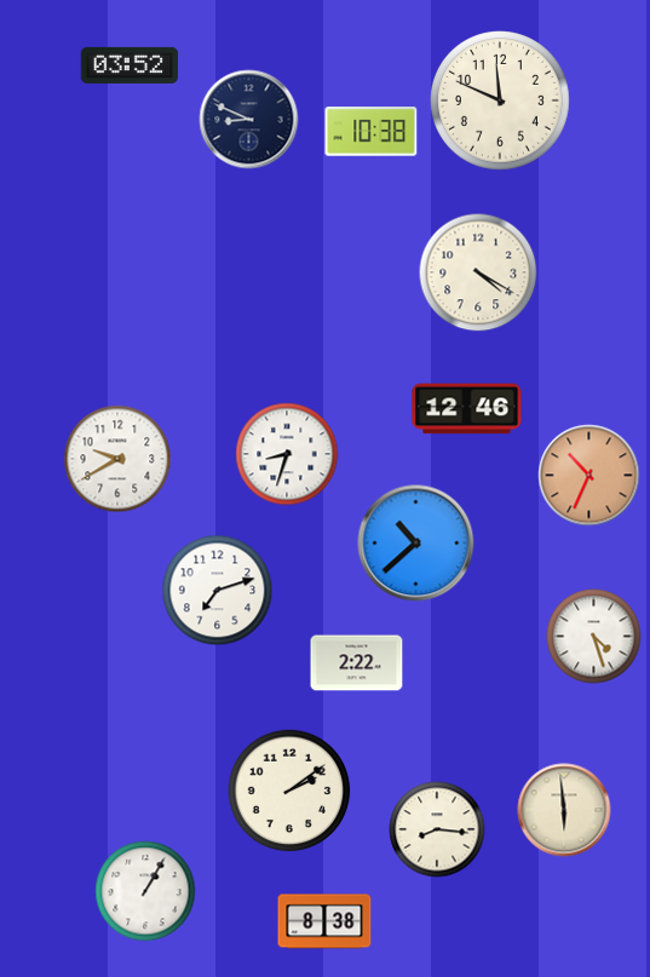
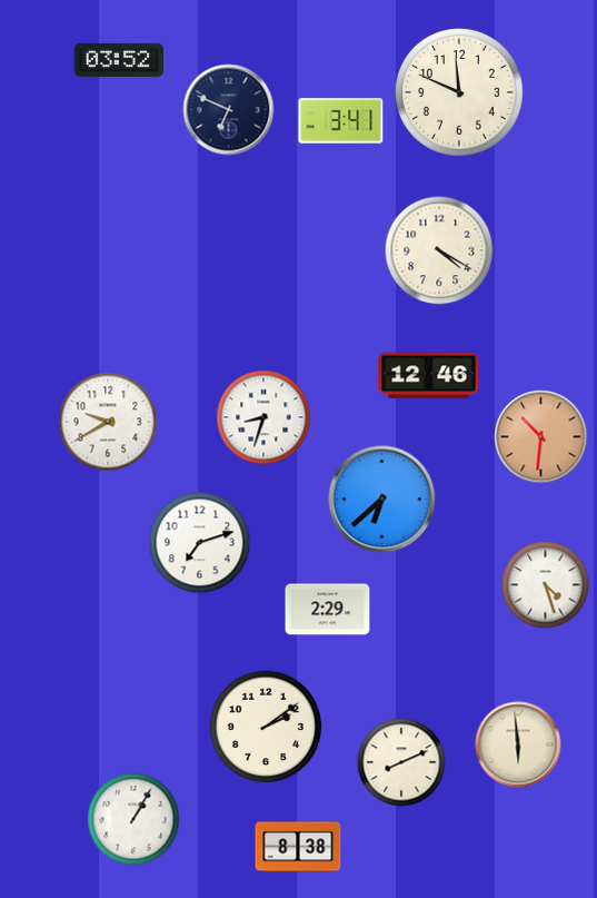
clock at (249, 120): 8:49 -> 6:49
clock at (372, 132): 10:38 -> 3:41
clock at (589, 476): 10:34 -> 10:31
clock at (416, 544): 10:38 -> 6:38
clock at (357, 663): 2:22 -> 2:29
clock at (437, 829): 8:16 -> 8:11
